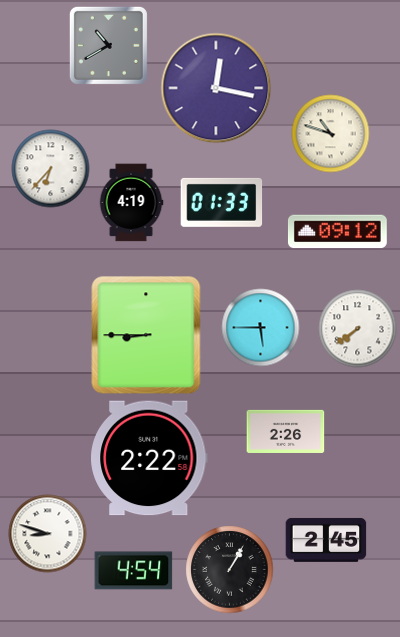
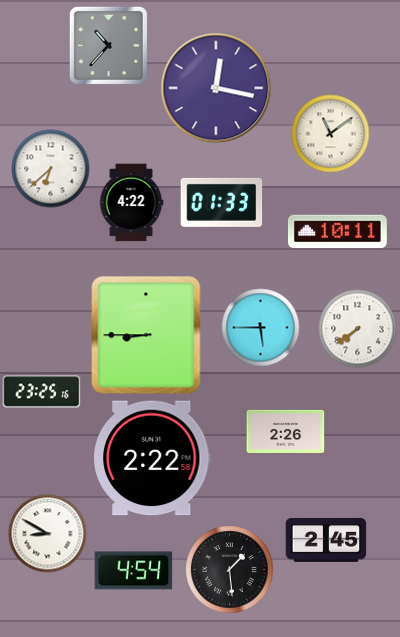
clock at (108, 45): 10:40 -> 10:37
clock at (330, 133): 10:48 -> 11:09
clock at (50, 168): 6:37 -> 6:38
clock at (131, 202): 4:19 -> 4:22
clock at (337, 232): 09:12 -> 10:11
clock at (41, 392): none -> 23:25
clock at (150, 458) position: (150, 458) -> (153, 458)
clock at (47, 533): 8:48 -> 8:50
clock at (229, 569): 1:05 -> 1:29
